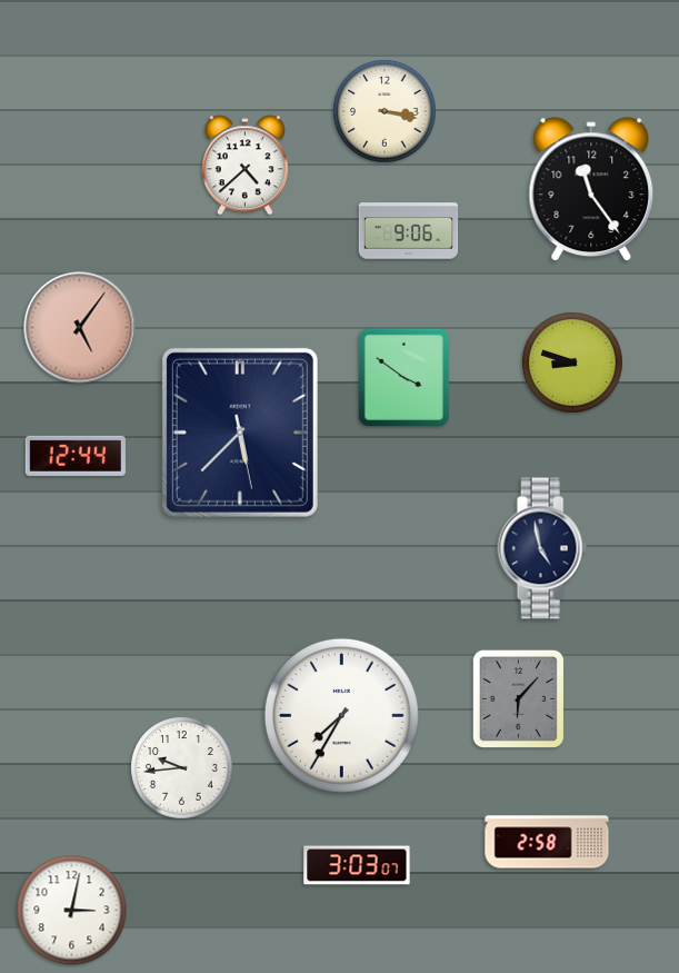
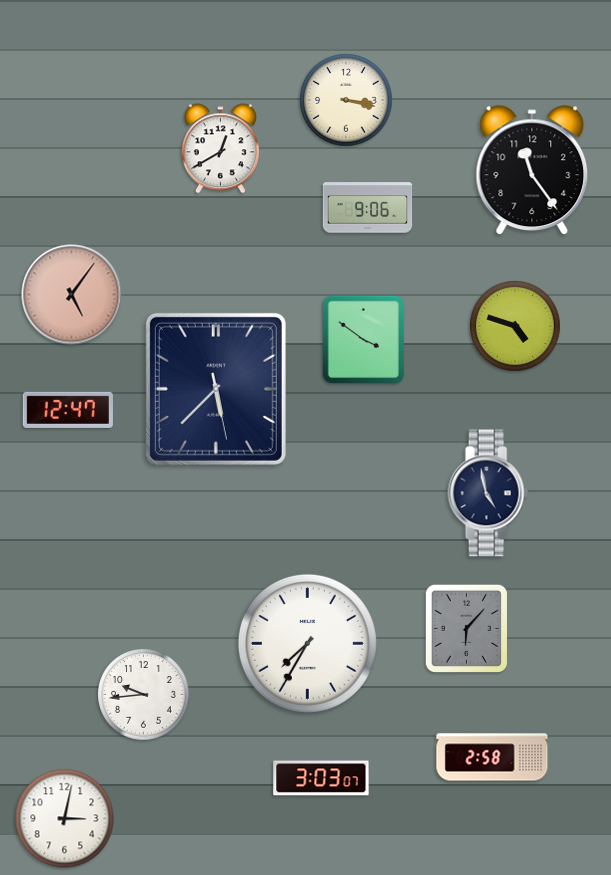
clock at (244, 166): 4:38 -> 12:40
clock at (573, 364): 8:48 -> 4:48
clock at (76, 456): 12:44 -> 12:47
clock at (182, 768) position: (182, 768) -> (144, 695)
